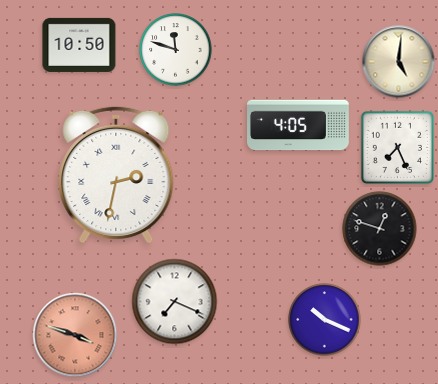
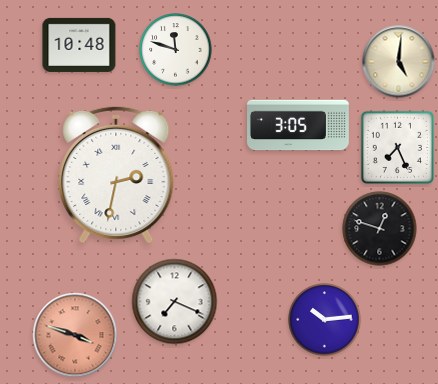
clock at (79, 45): 10:50 -> 10:48
clock at (299, 125): 4:05 -> 3:05
clock at (325, 320): 10:19 -> 10:14
